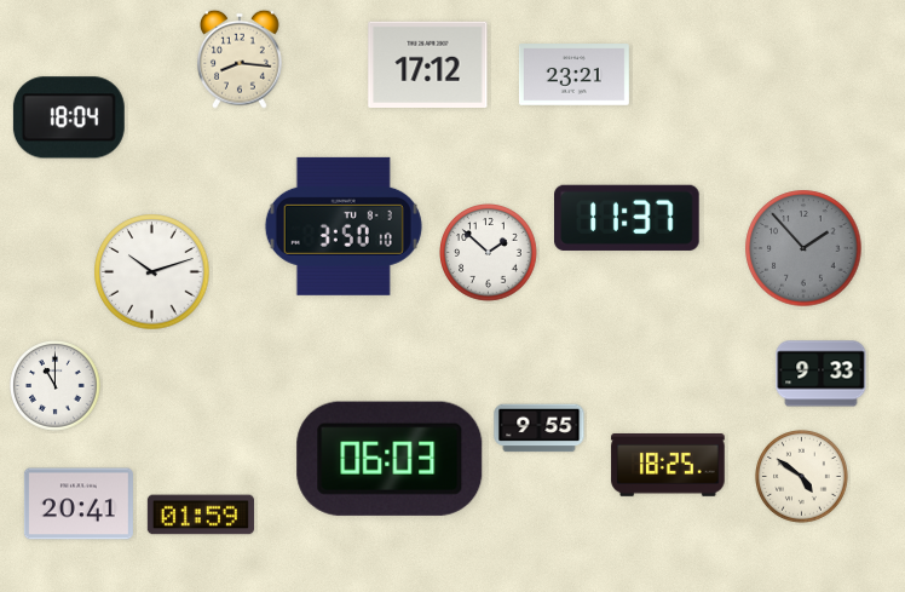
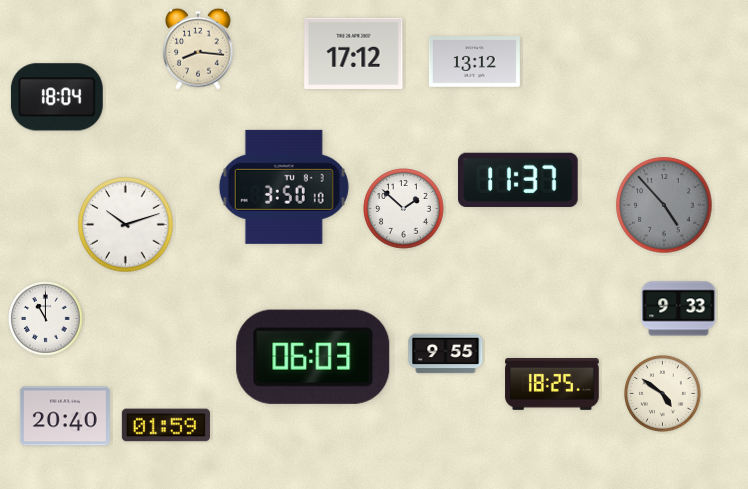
clock at (573, 75): 23:21 -> 13:12
clock at (803, 248): 1:53 -> 4:53
clock at (390, 459) position: (390, 459) -> (313, 357)
clock at (79, 504): 20:41 -> 20:40
